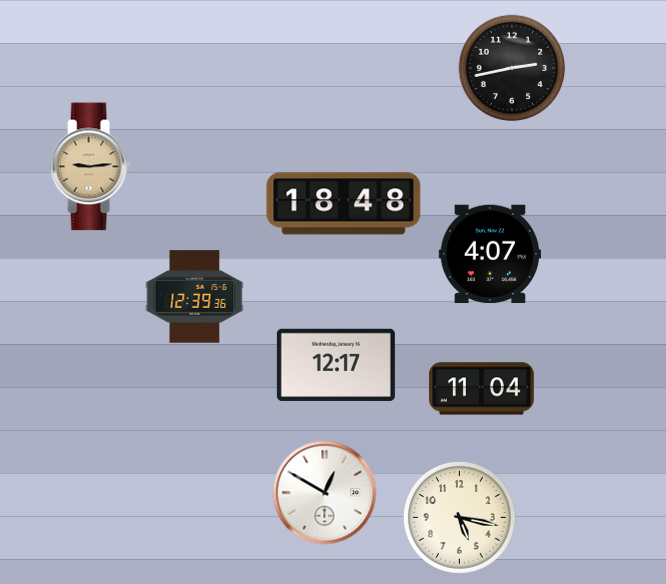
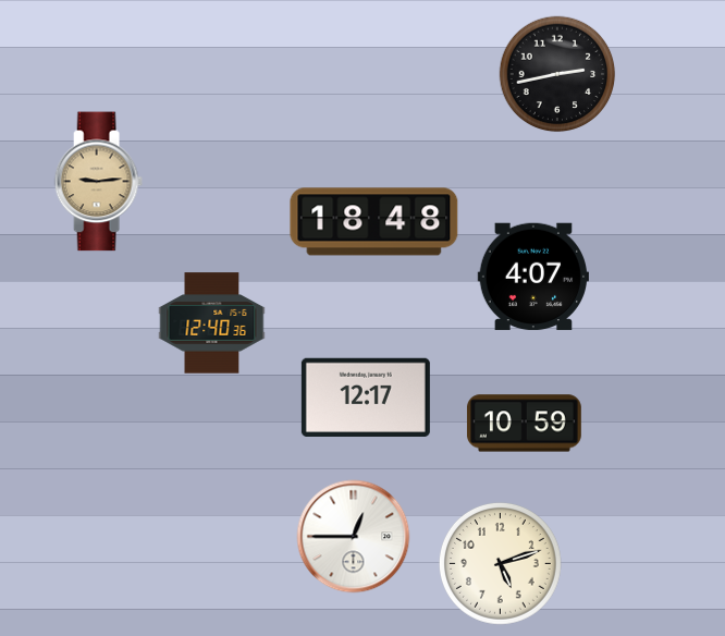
clock at (195, 297): 12:39 -> 12:40
clock at (481, 389): 11:04 -> 10:59
clock at (325, 493): 12:50 -> 12:45
clock at (459, 517): 5:17 -> 5:12
